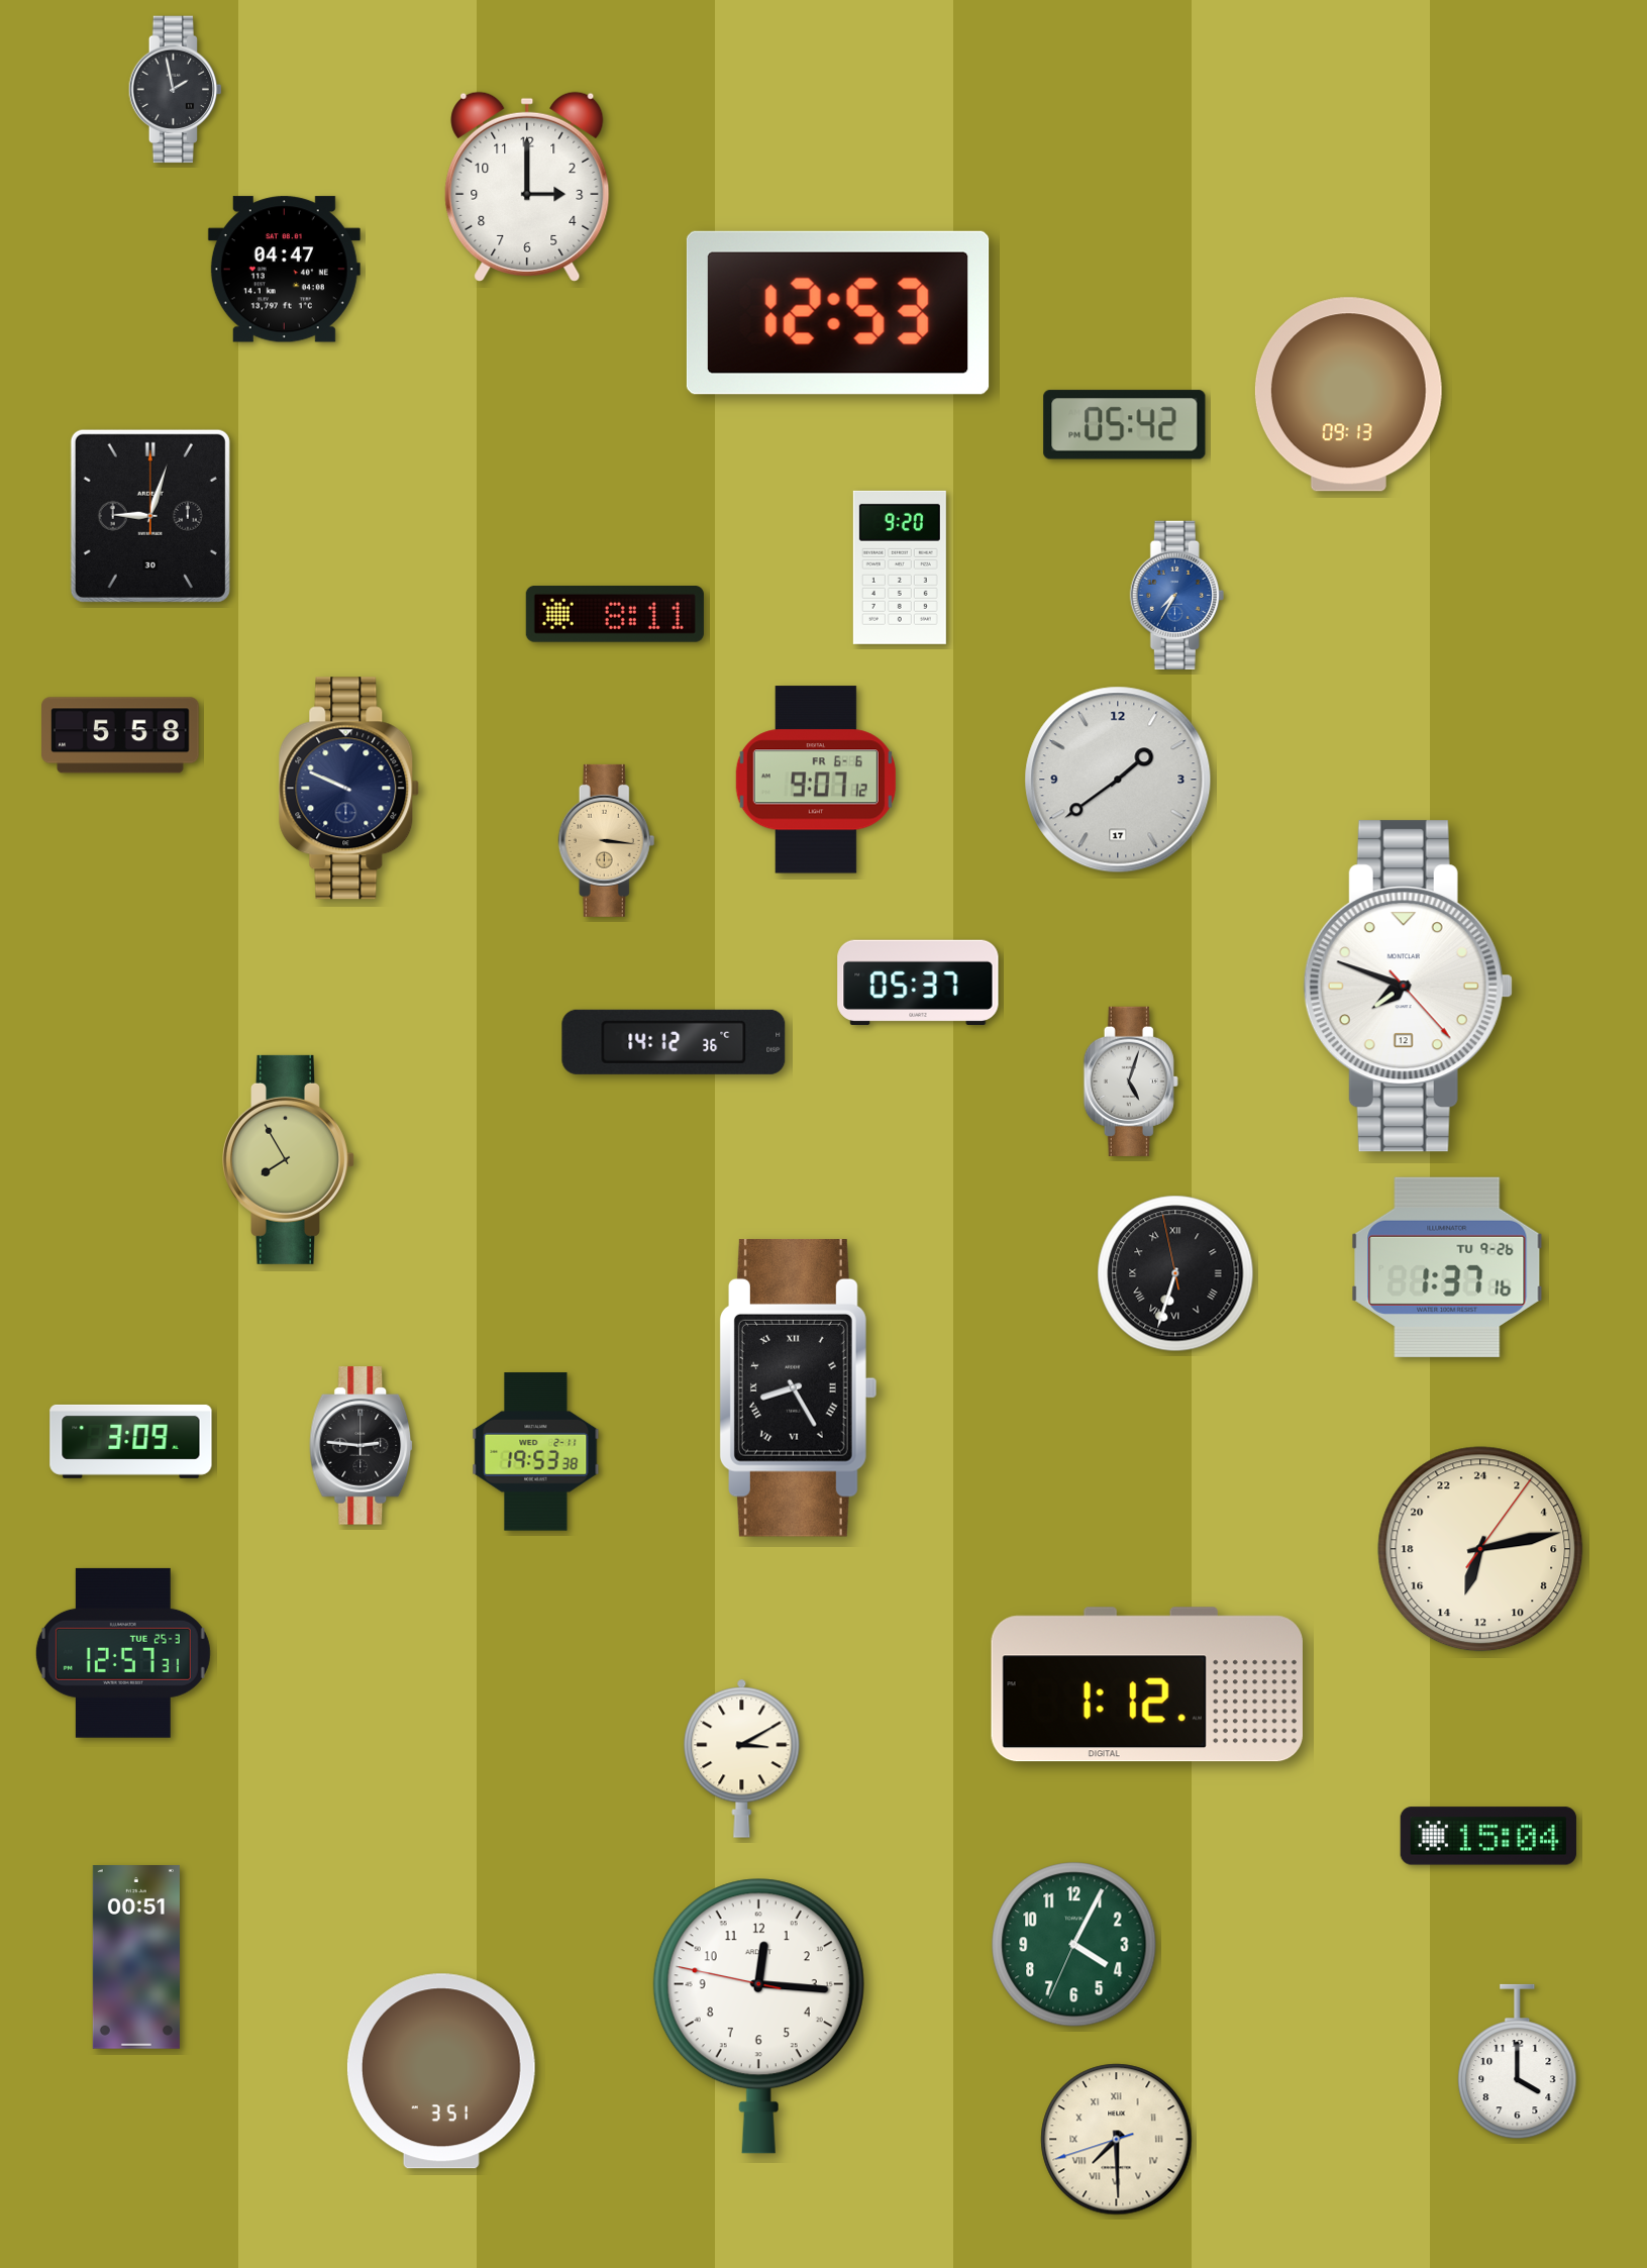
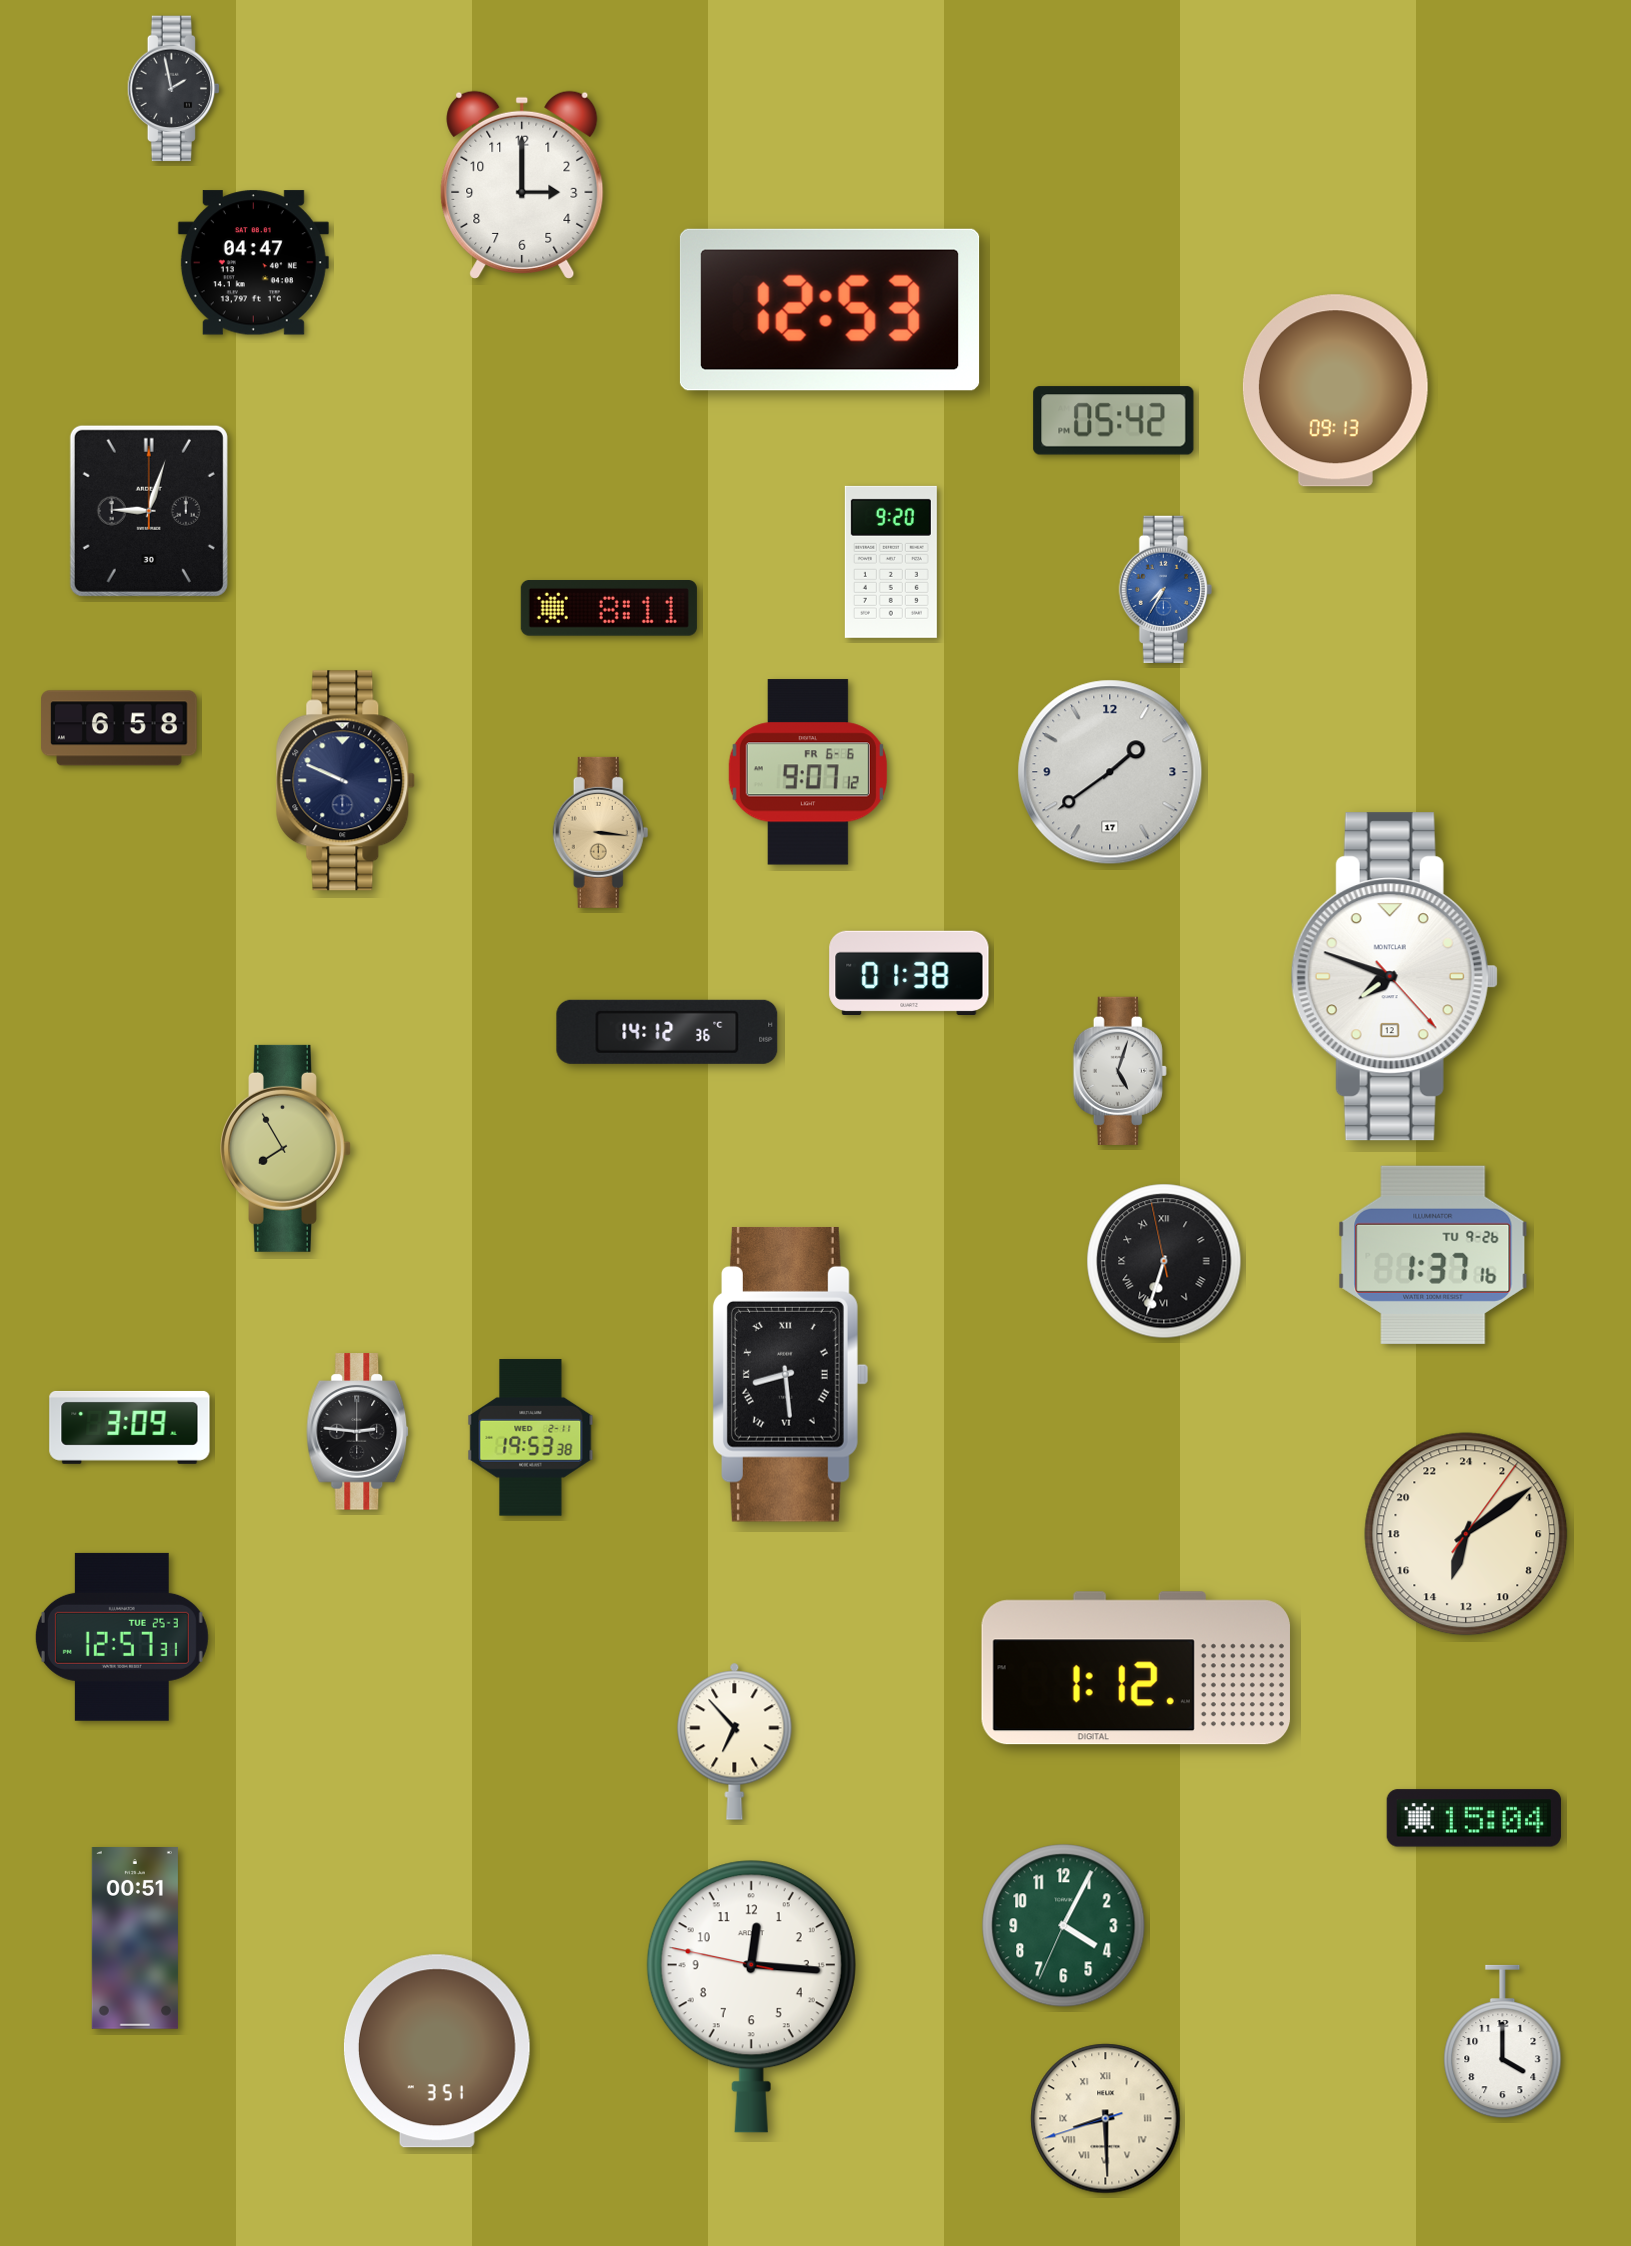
clock at (284, 270) position: (284, 270) -> (253, 263)
clock at (120, 735): 5:58 -> 6:58
clock at (1118, 780) position: (1118, 780) -> (1110, 772)
clock at (918, 982): 05:37 -> 01:38
clock at (798, 1387): 8:25 -> 8:29
clock at (1480, 1549): 13:13 -> 13:09
clock at (742, 1758): 3:10 -> 6:53
clock at (1117, 2140): 7:29 -> 8:29
